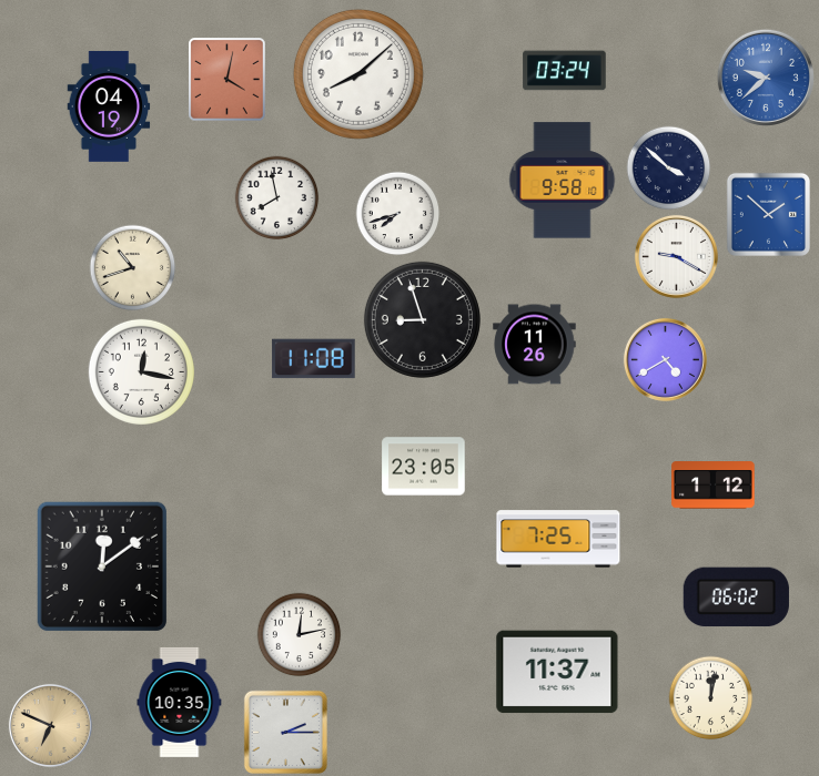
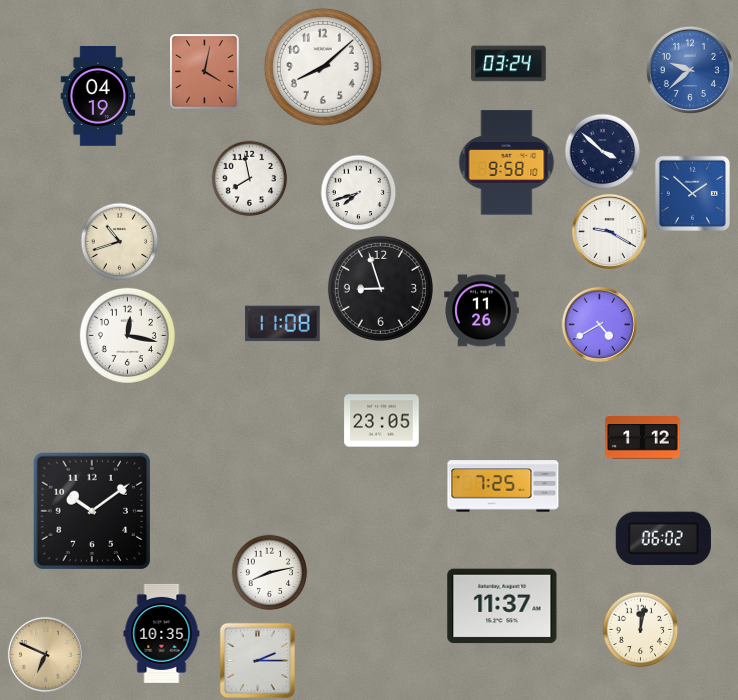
clock at (102, 566): 12:09 -> 10:09
clock at (300, 635): 12:13 -> 8:13
